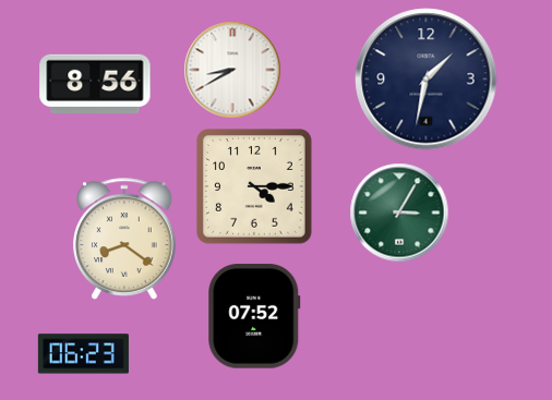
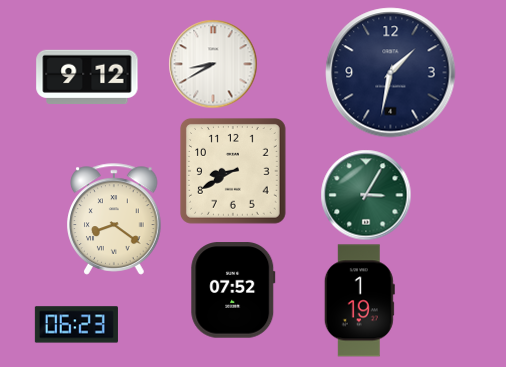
clock at (95, 84): 8:56 -> 9:12
clock at (255, 187): 4:15 -> 8:40
clock at (359, 301): none -> 1:19
